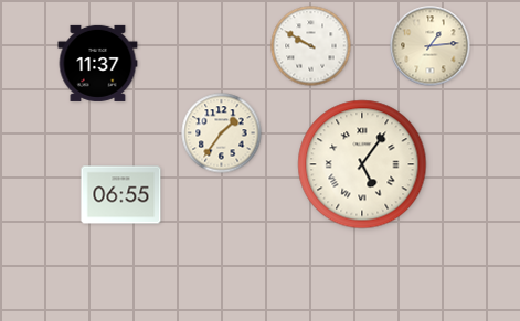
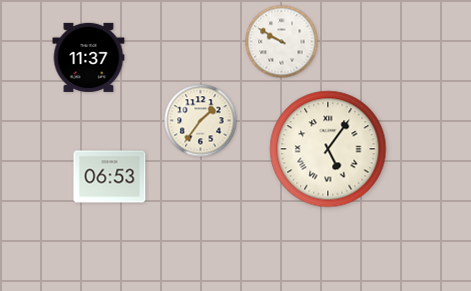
clock at (431, 46): 1:14 -> none
clock at (121, 195): 06:55 -> 06:53
